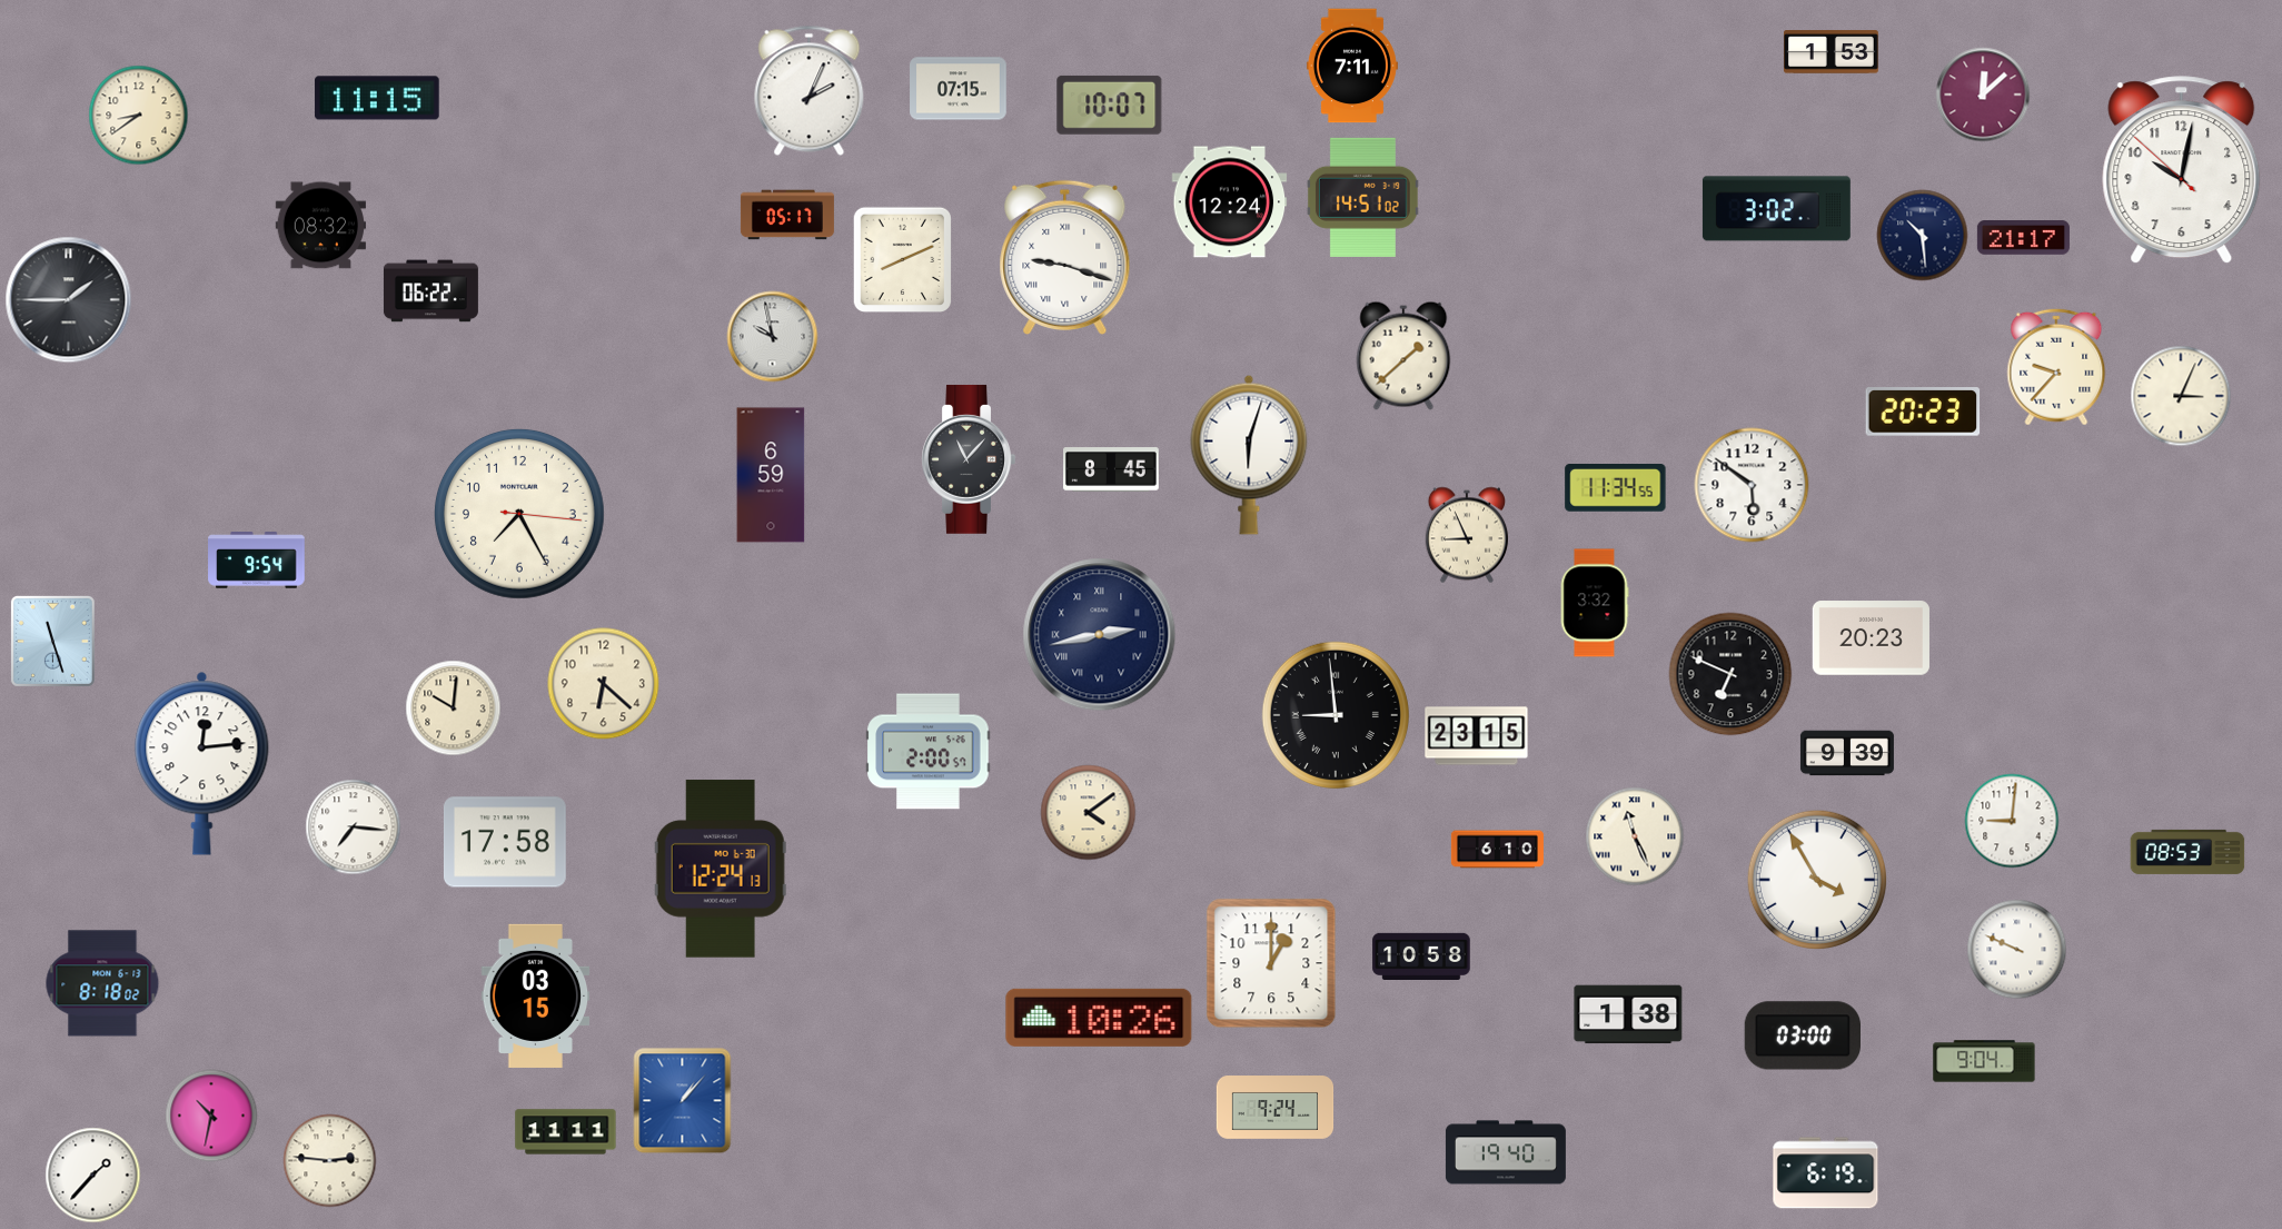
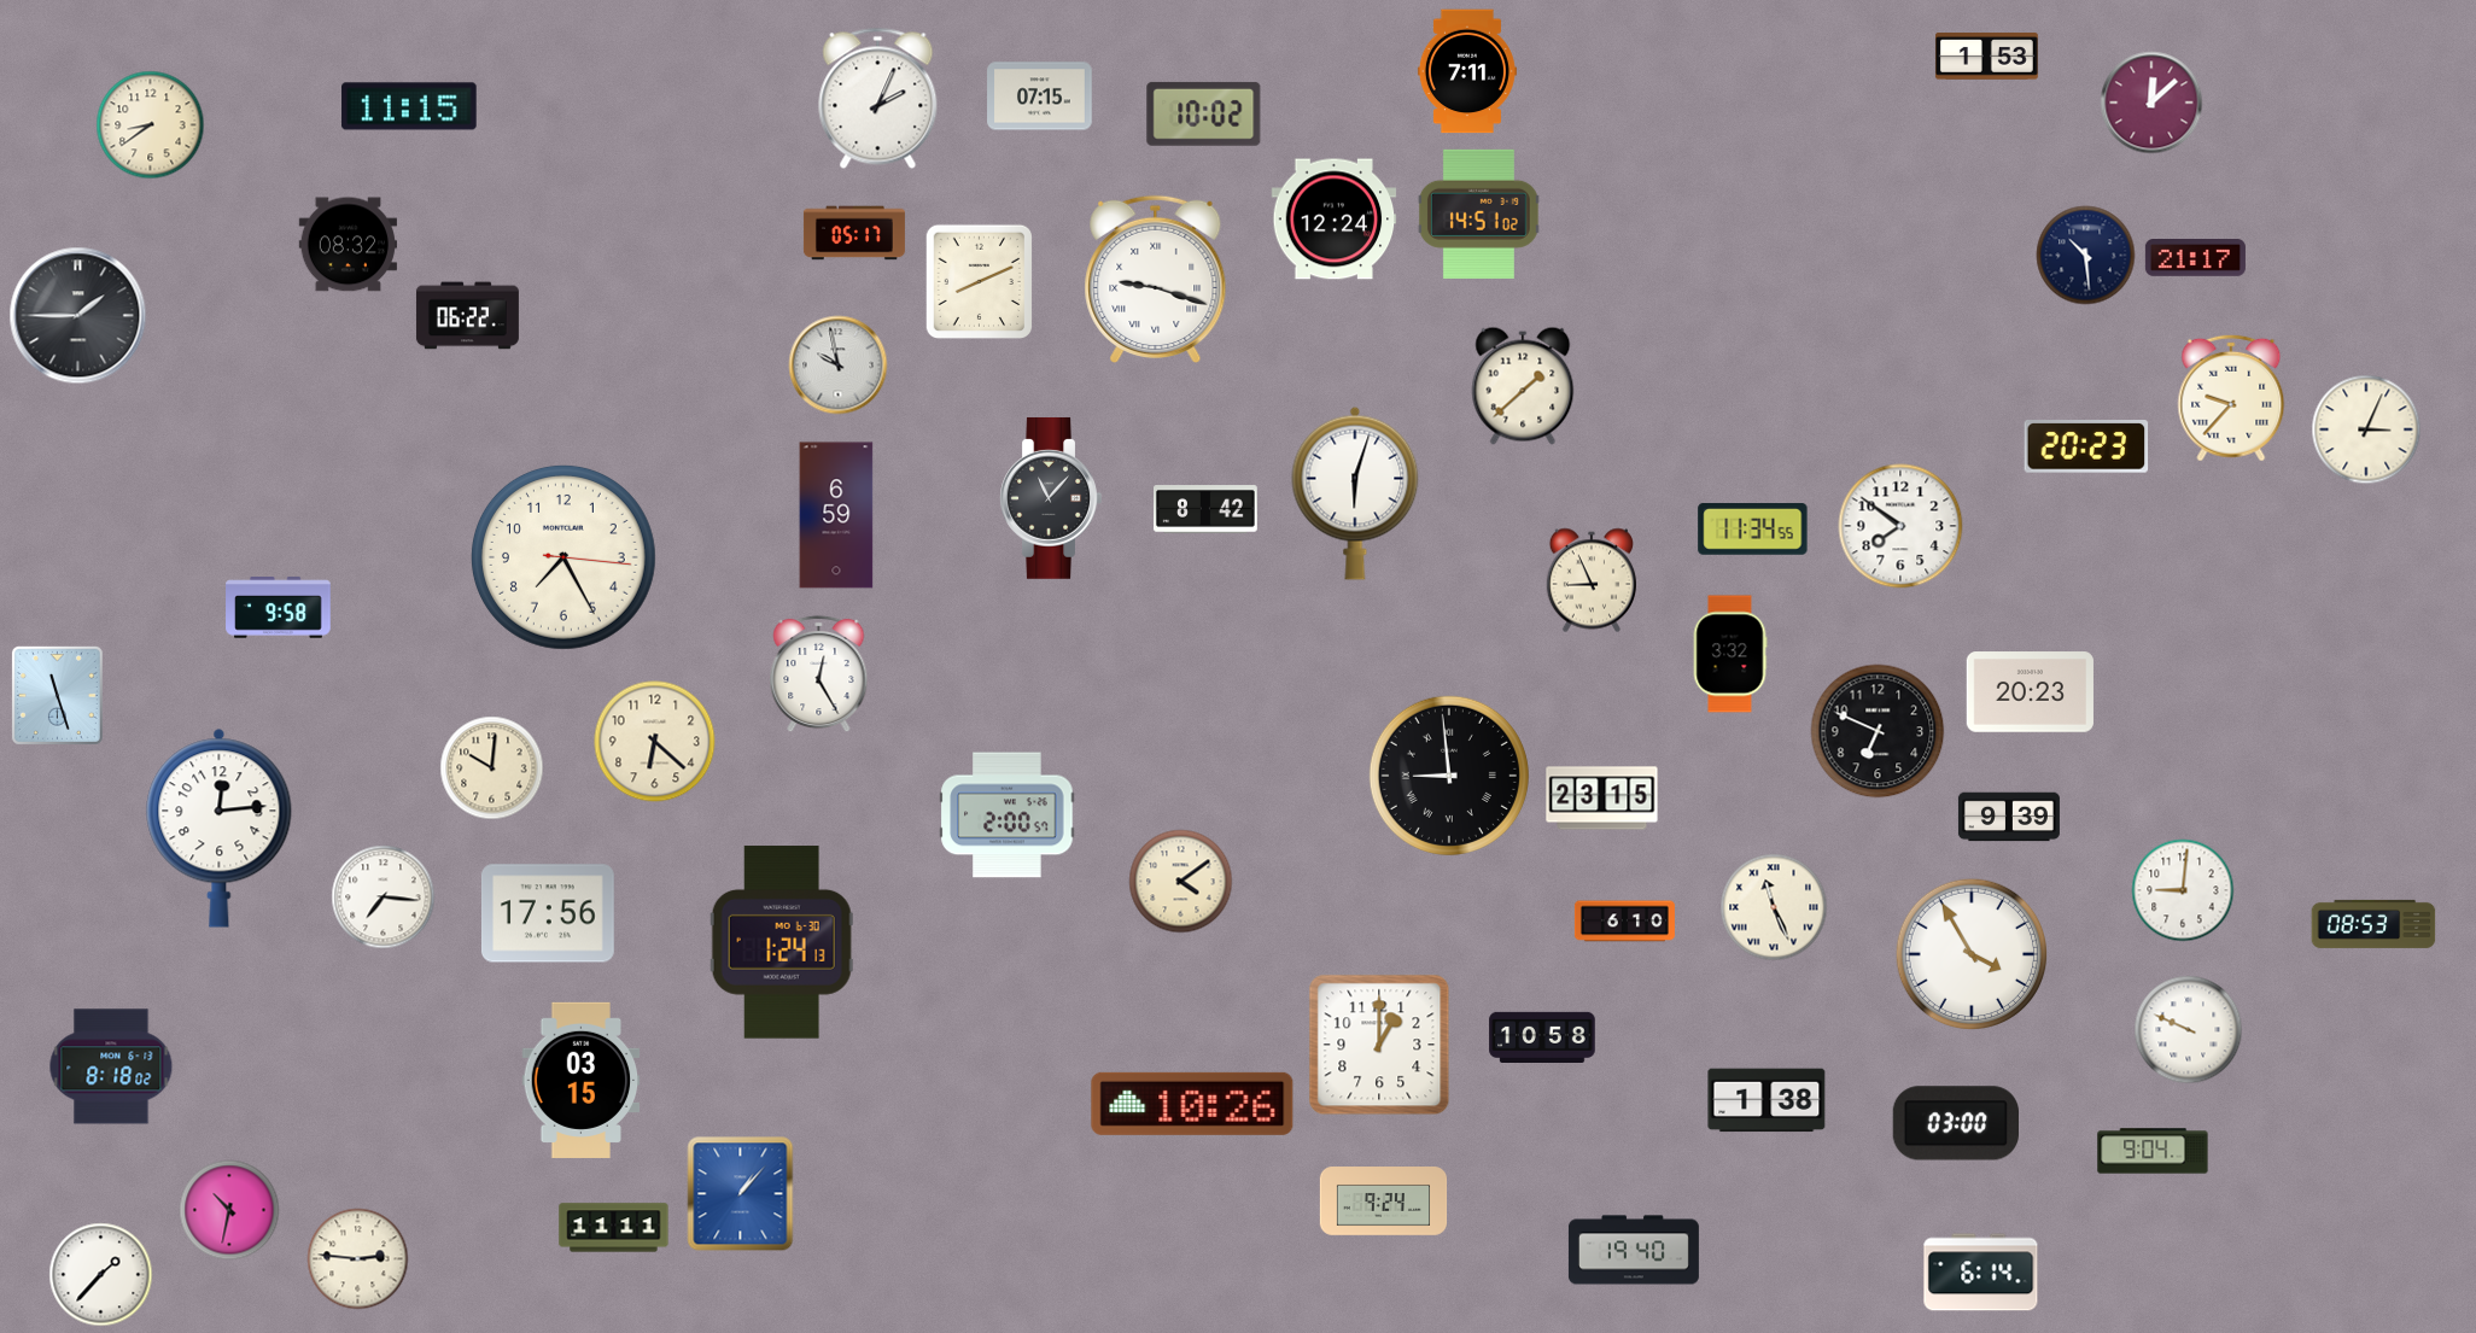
clock at (1110, 105): 10:07 -> 10:02
clock at (2182, 170): 10:01 -> none
clock at (1776, 209): 3:02 -> none
clock at (69, 300) position: (69, 300) -> (78, 316)
clock at (1112, 469): 8:45 -> 8:42
clock at (1752, 485): 5:51 -> 7:51
clock at (257, 561): 9:54 -> 9:58
clock at (819, 674): none -> 12:25
clock at (1100, 635): 2:43 -> none
clock at (1847, 753) position: (1847, 753) -> (2009, 817)
clock at (505, 842): 17:58 -> 17:56
clock at (721, 869): 12:24 -> 1:24
clock at (1826, 1173): 6:19 -> 6:14
